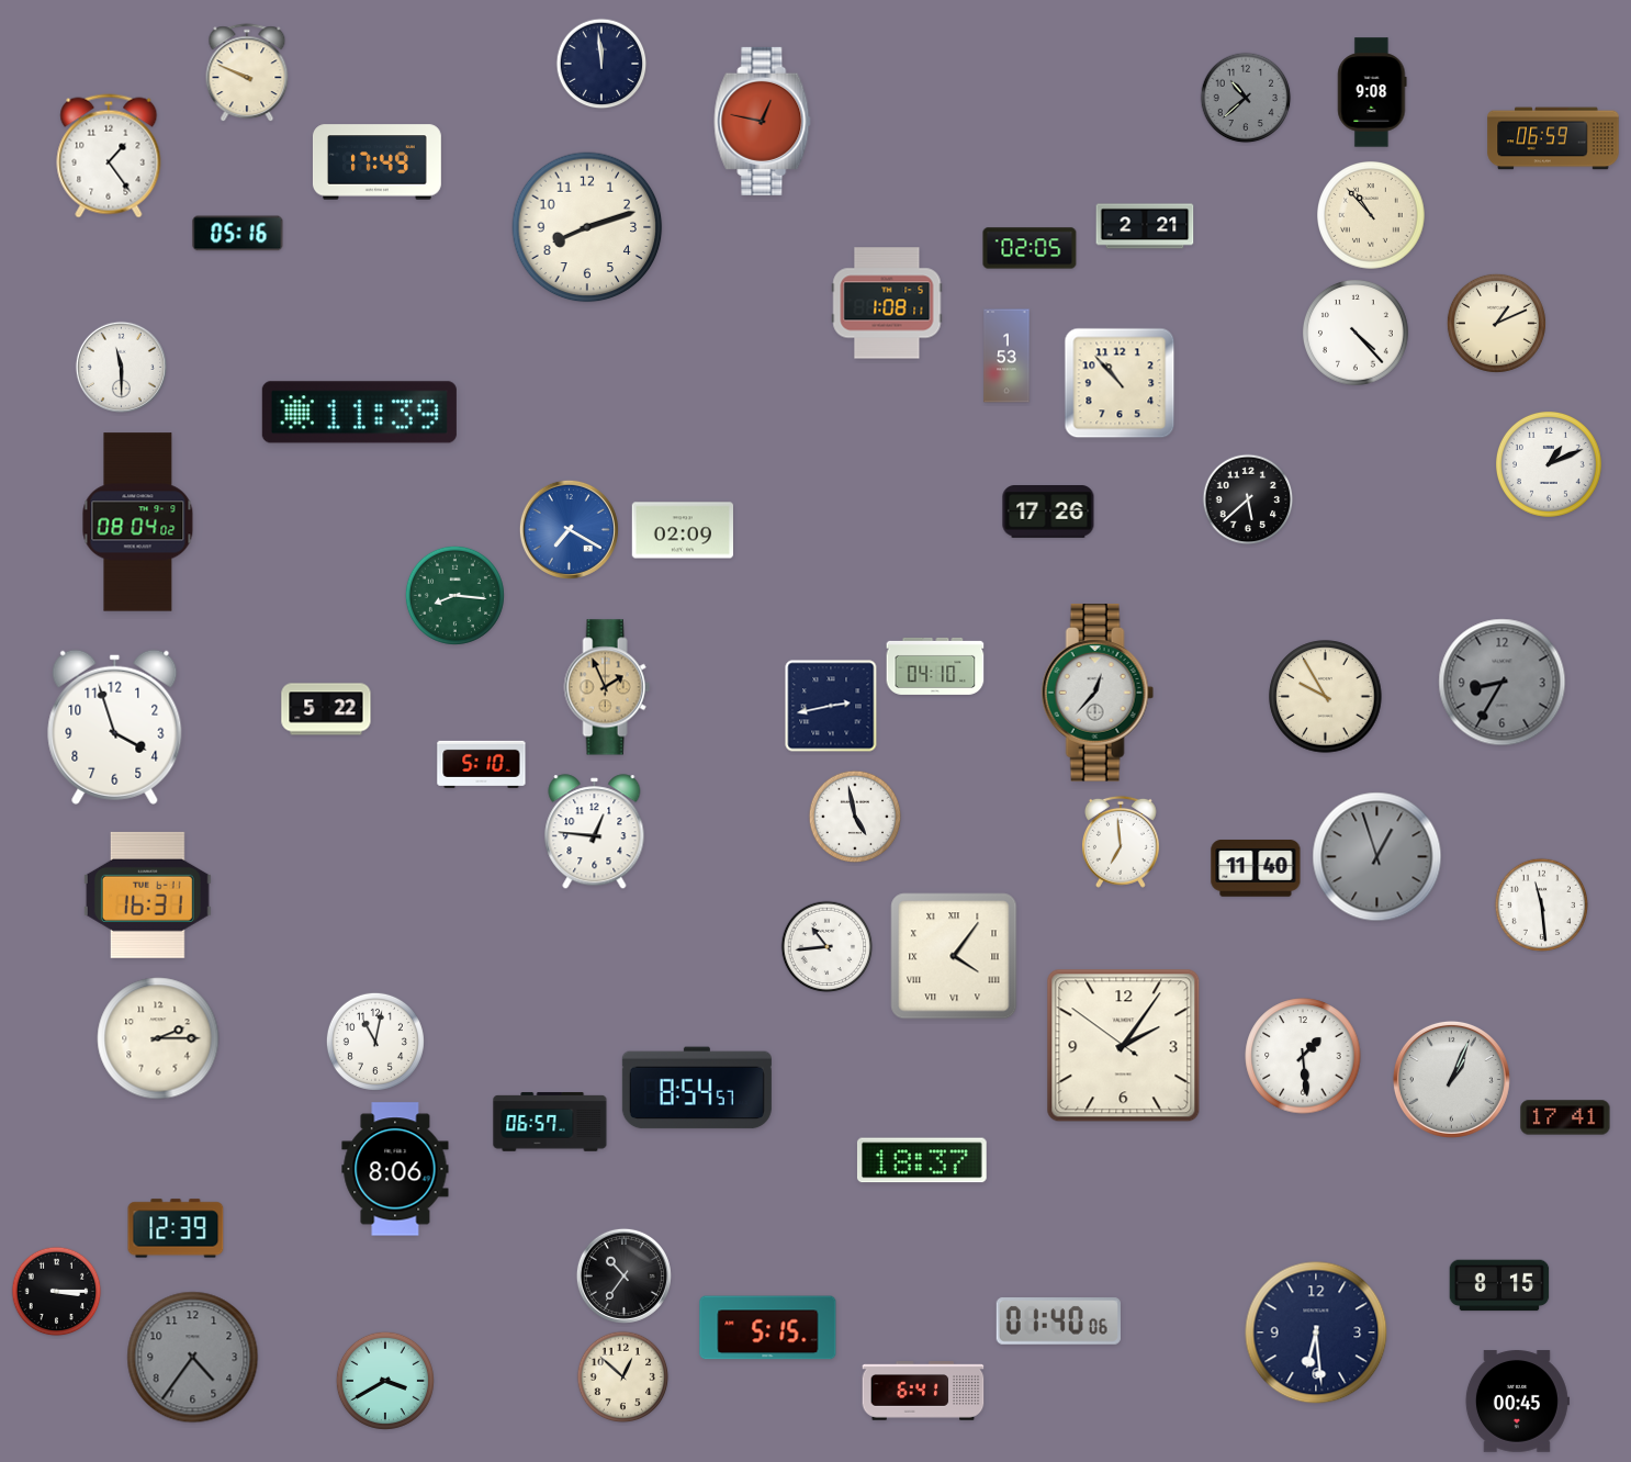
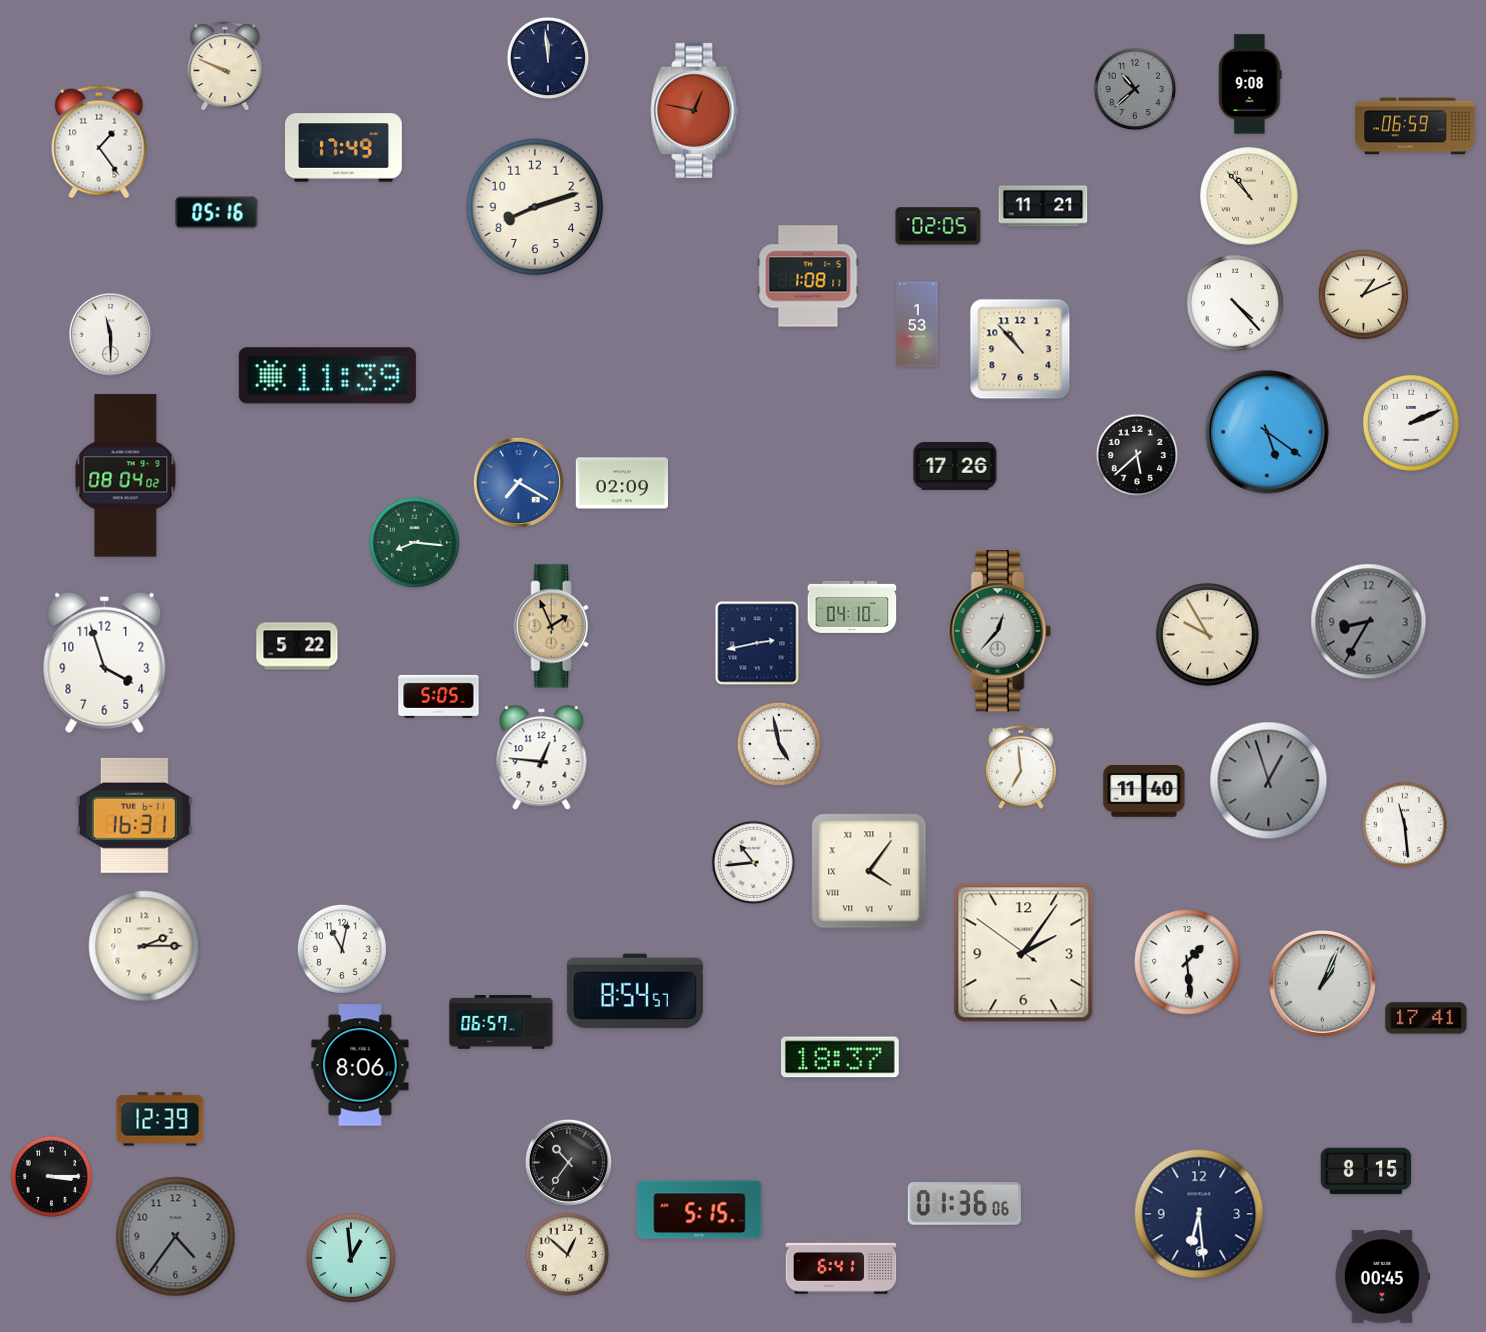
clock at (1145, 226): 2:21 -> 11:21
clock at (1550, 465): 1:11 -> 2:11
clock at (1267, 432): none -> 5:21
clock at (482, 764): 5:10 -> 5:05
clock at (1377, 857) position: (1377, 857) -> (1269, 781)
clock at (1058, 1322): 01:40 -> 01:36
clock at (385, 1381): 3:40 -> 12:59
